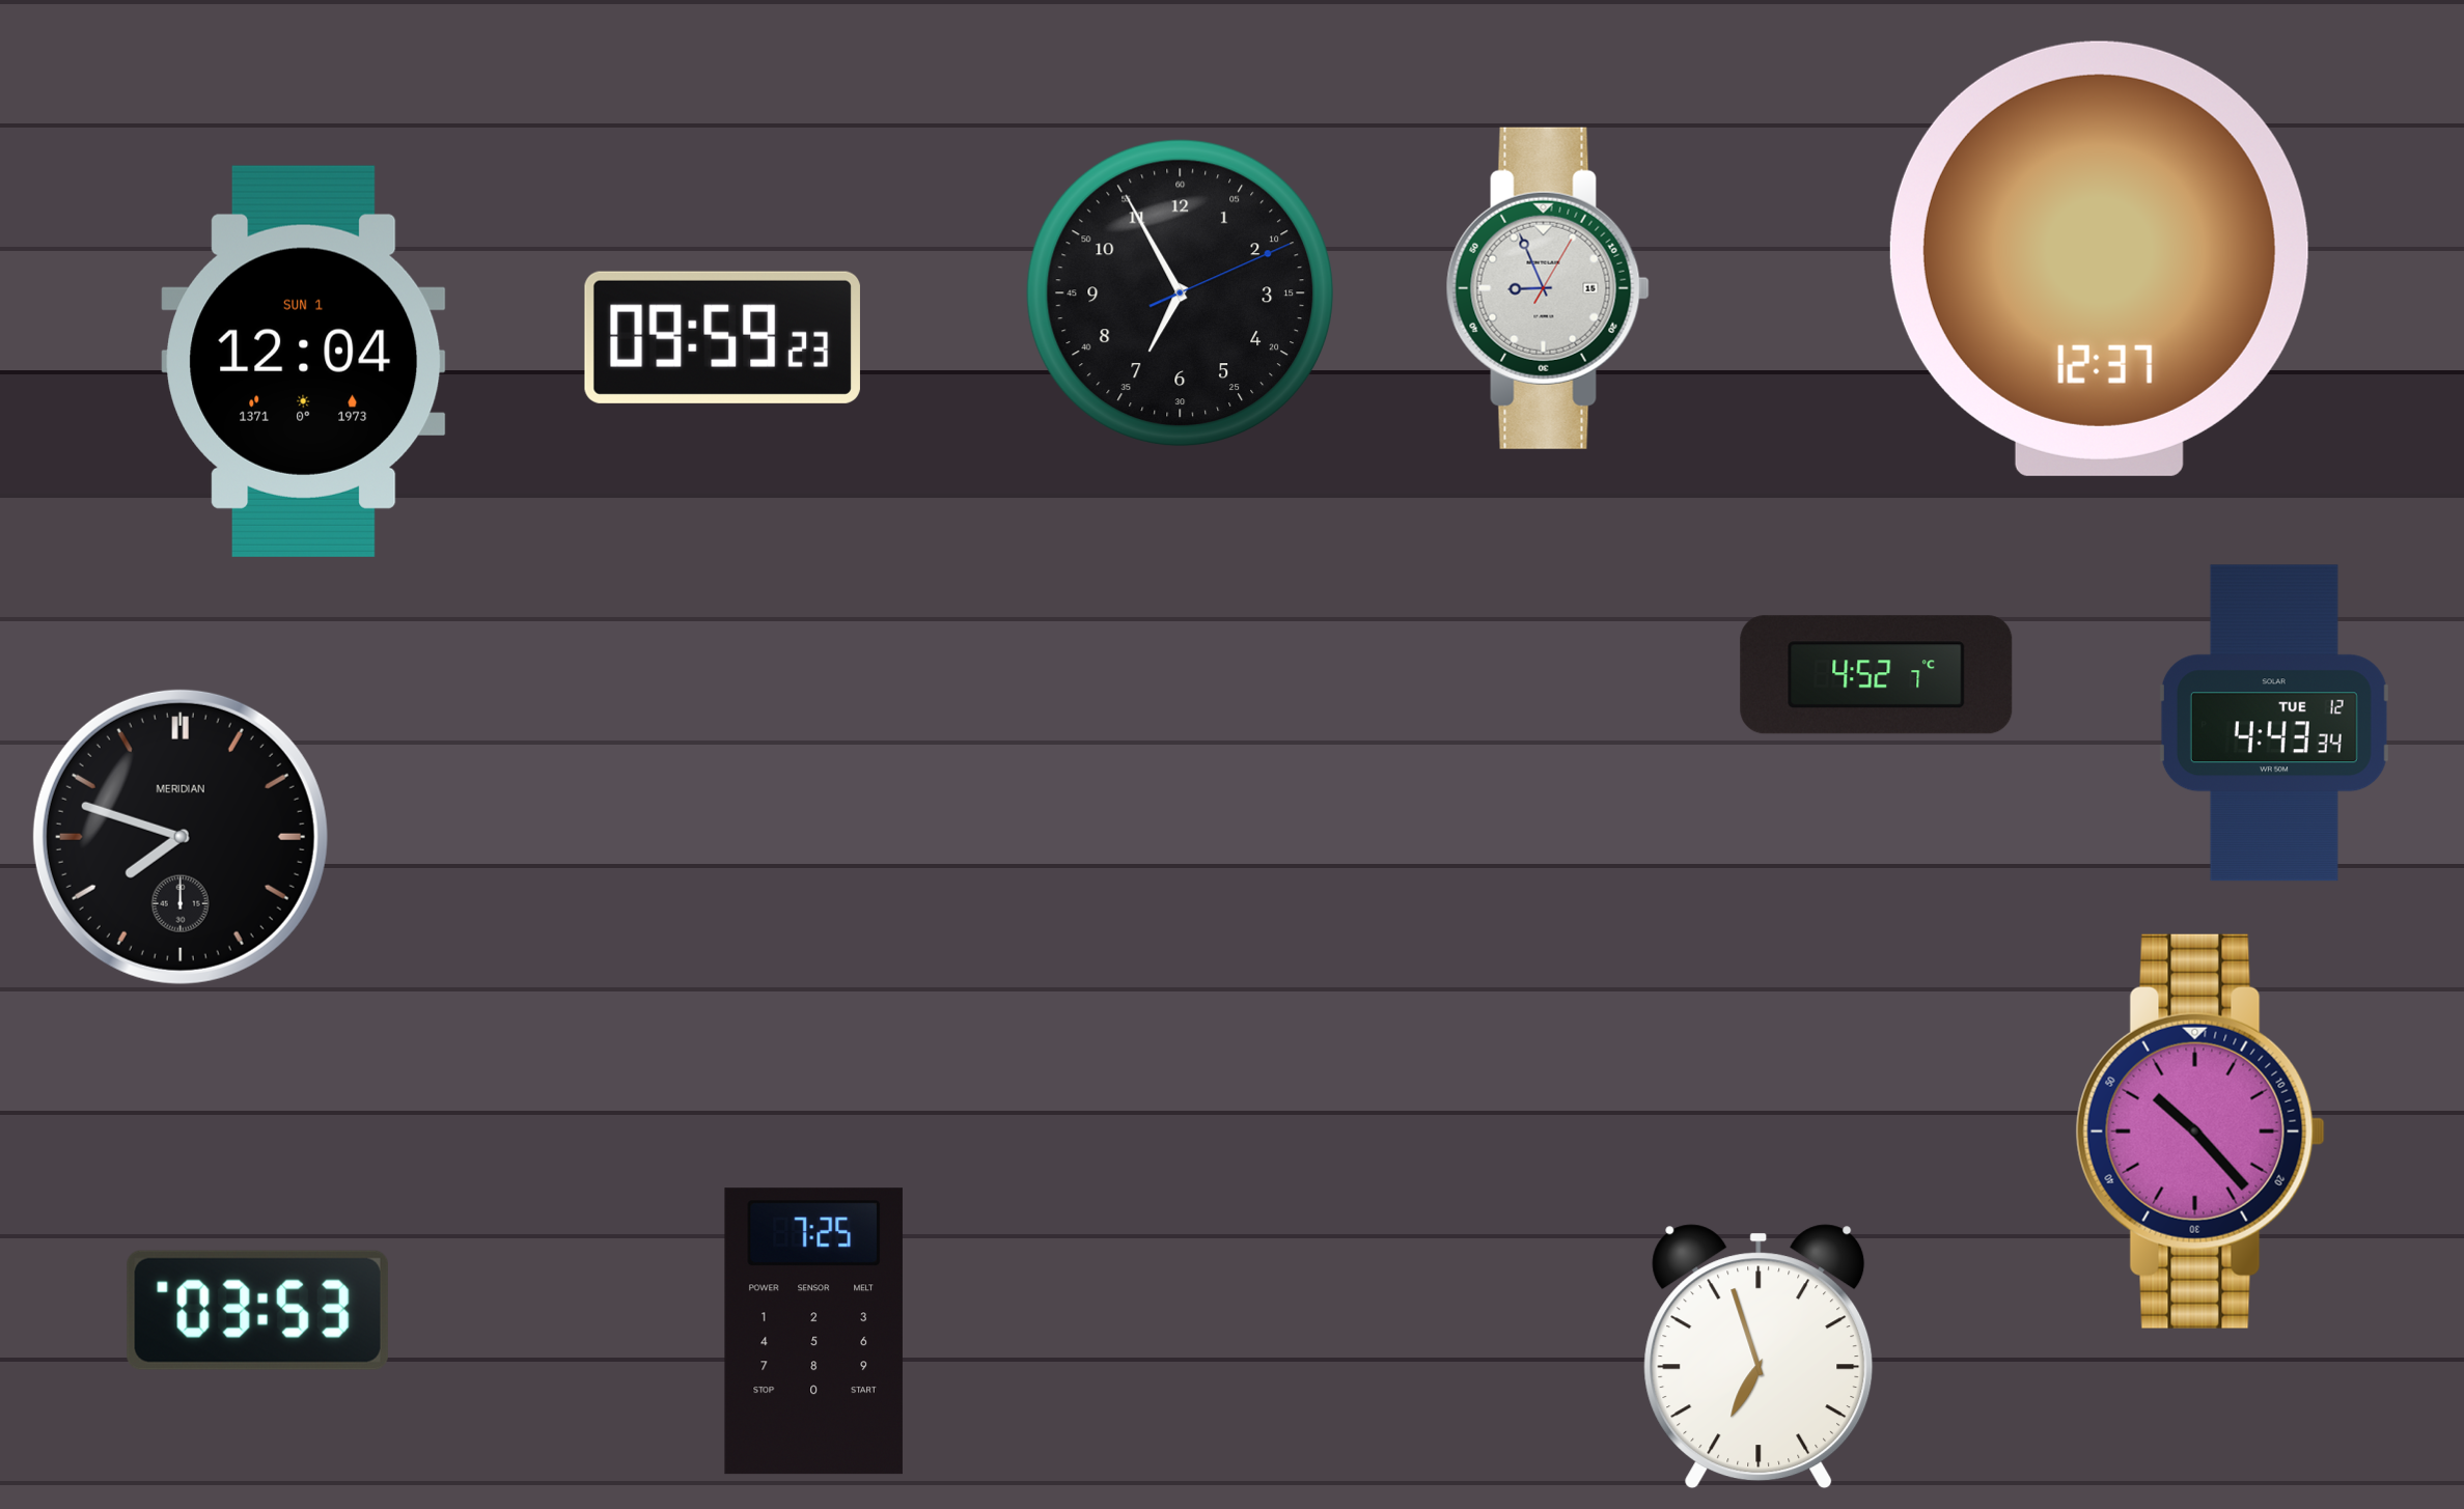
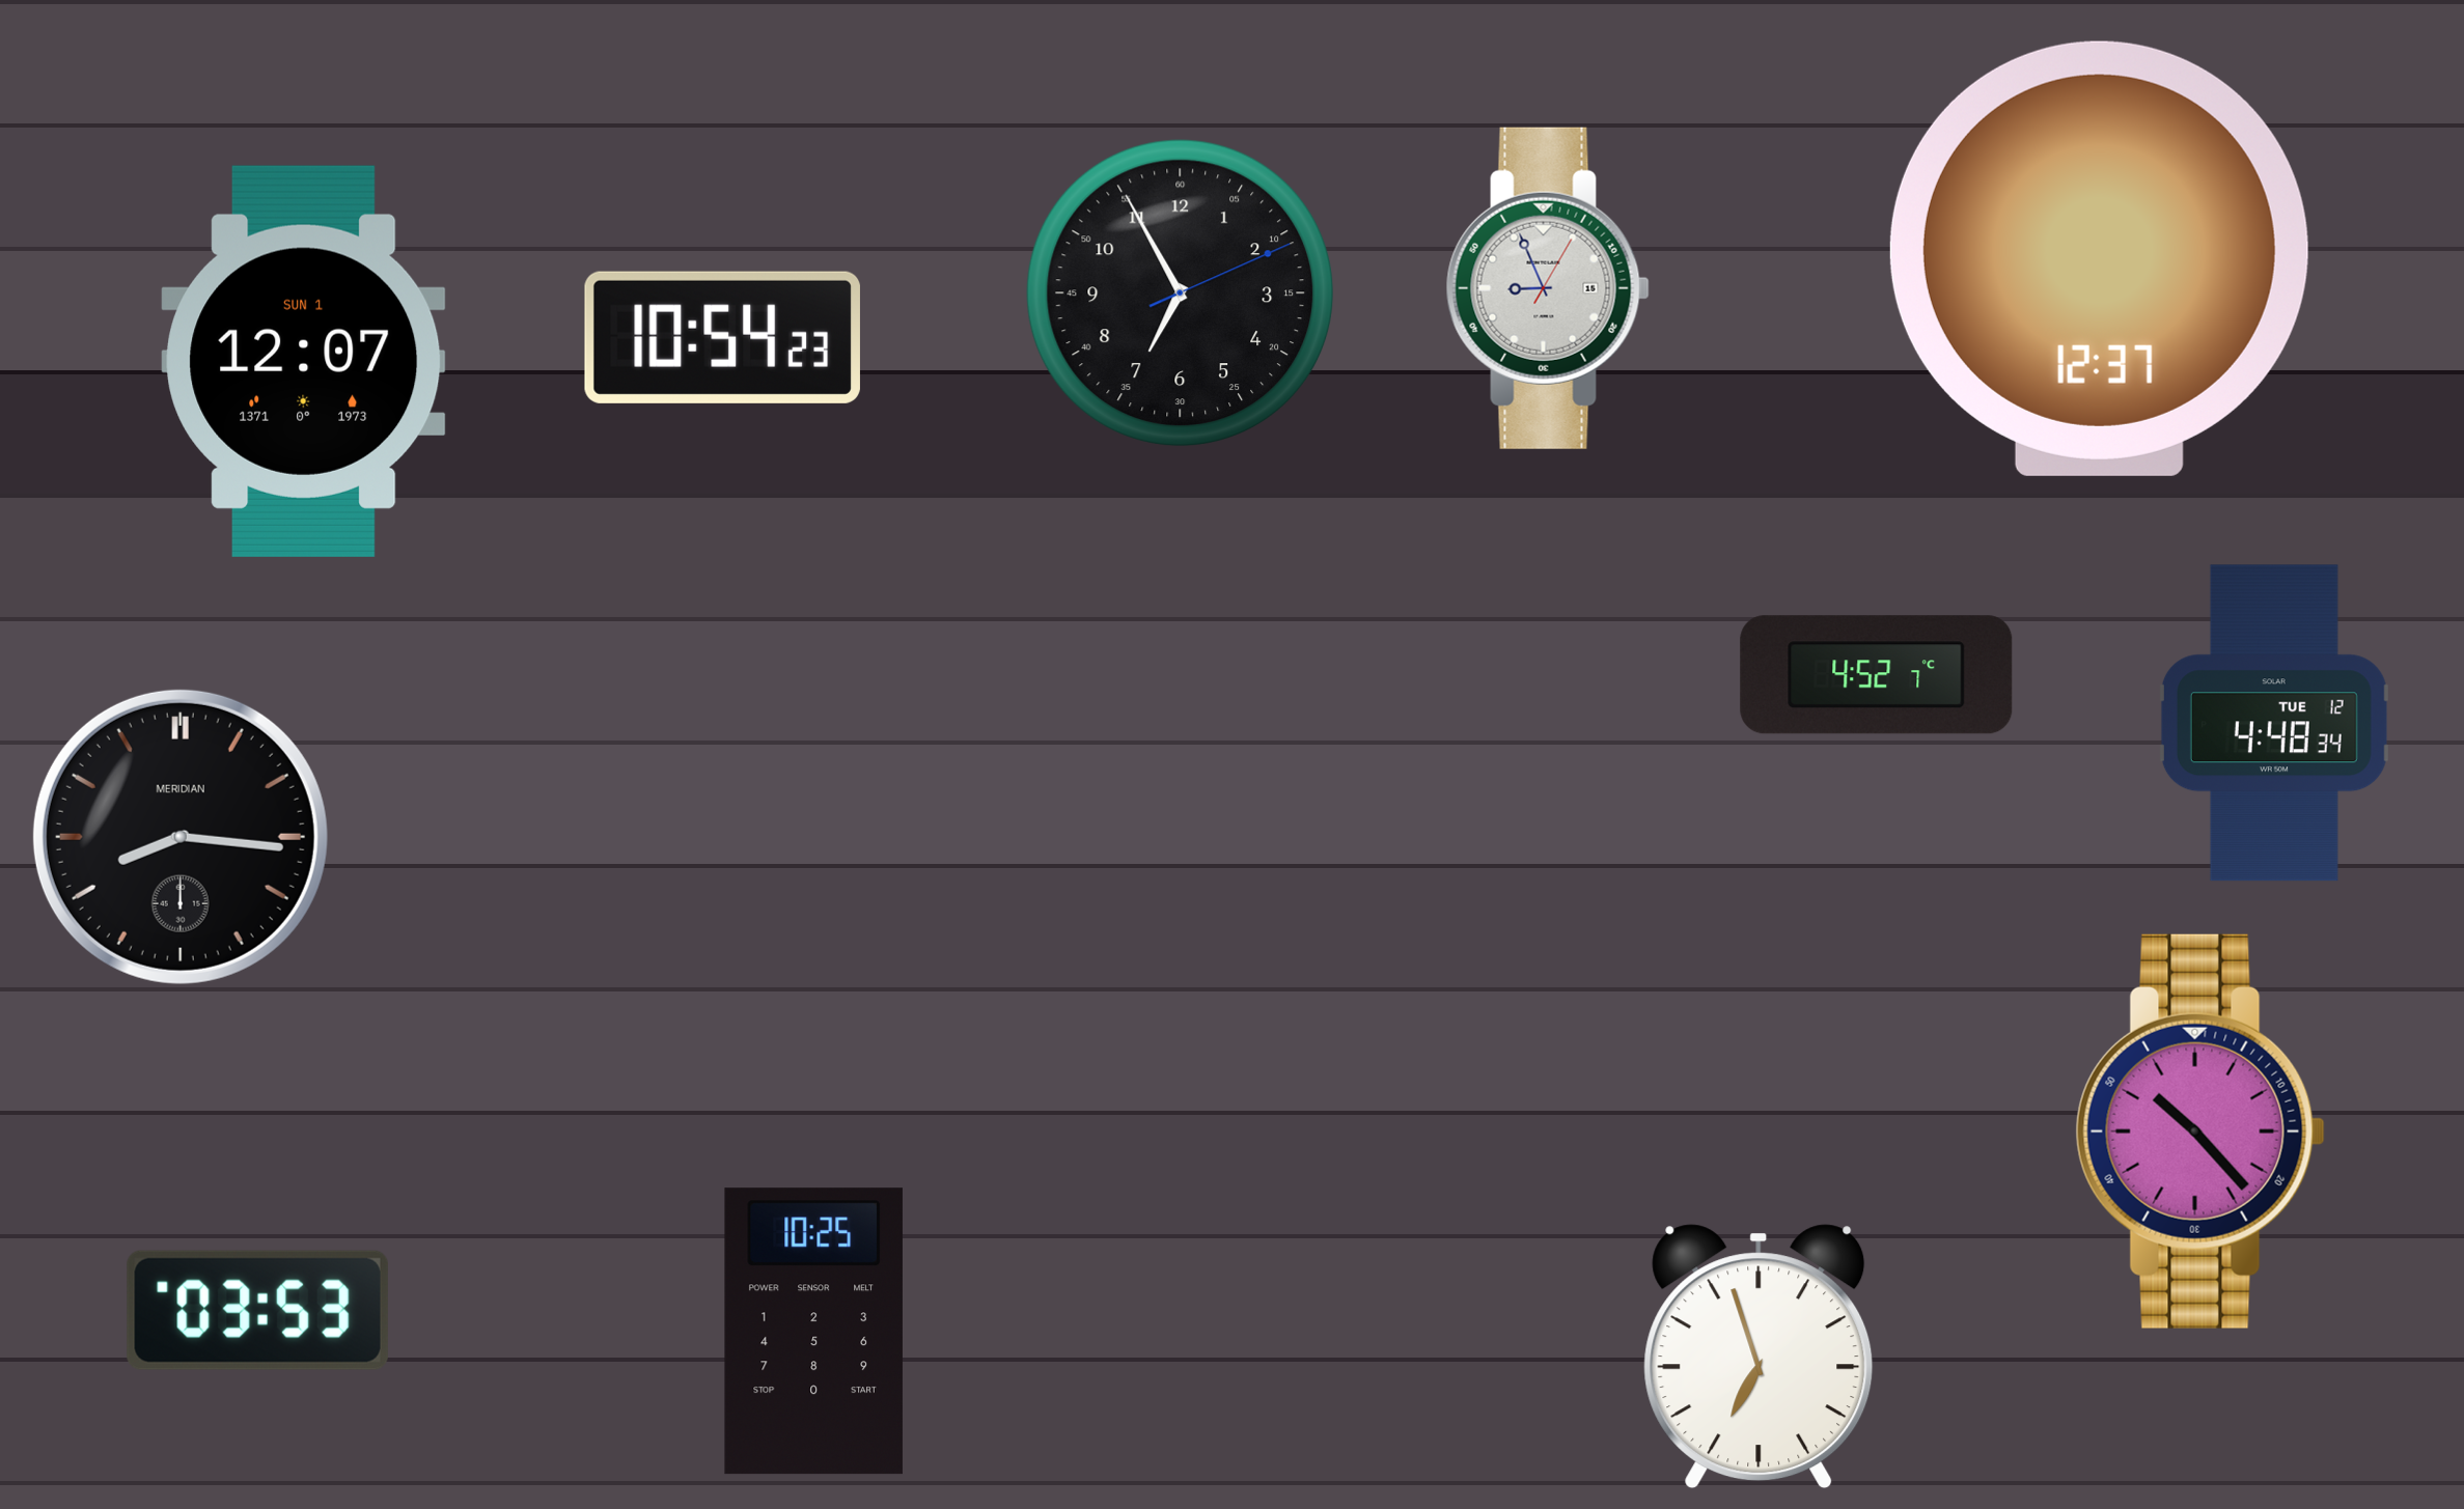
clock at (722, 337): 09:59 -> 10:54
clock at (304, 361): 12:04 -> 12:07
clock at (2274, 723): 4:43 -> 4:48
clock at (181, 837): 7:48 -> 8:16
clock at (813, 1332): 7:25 -> 10:25
